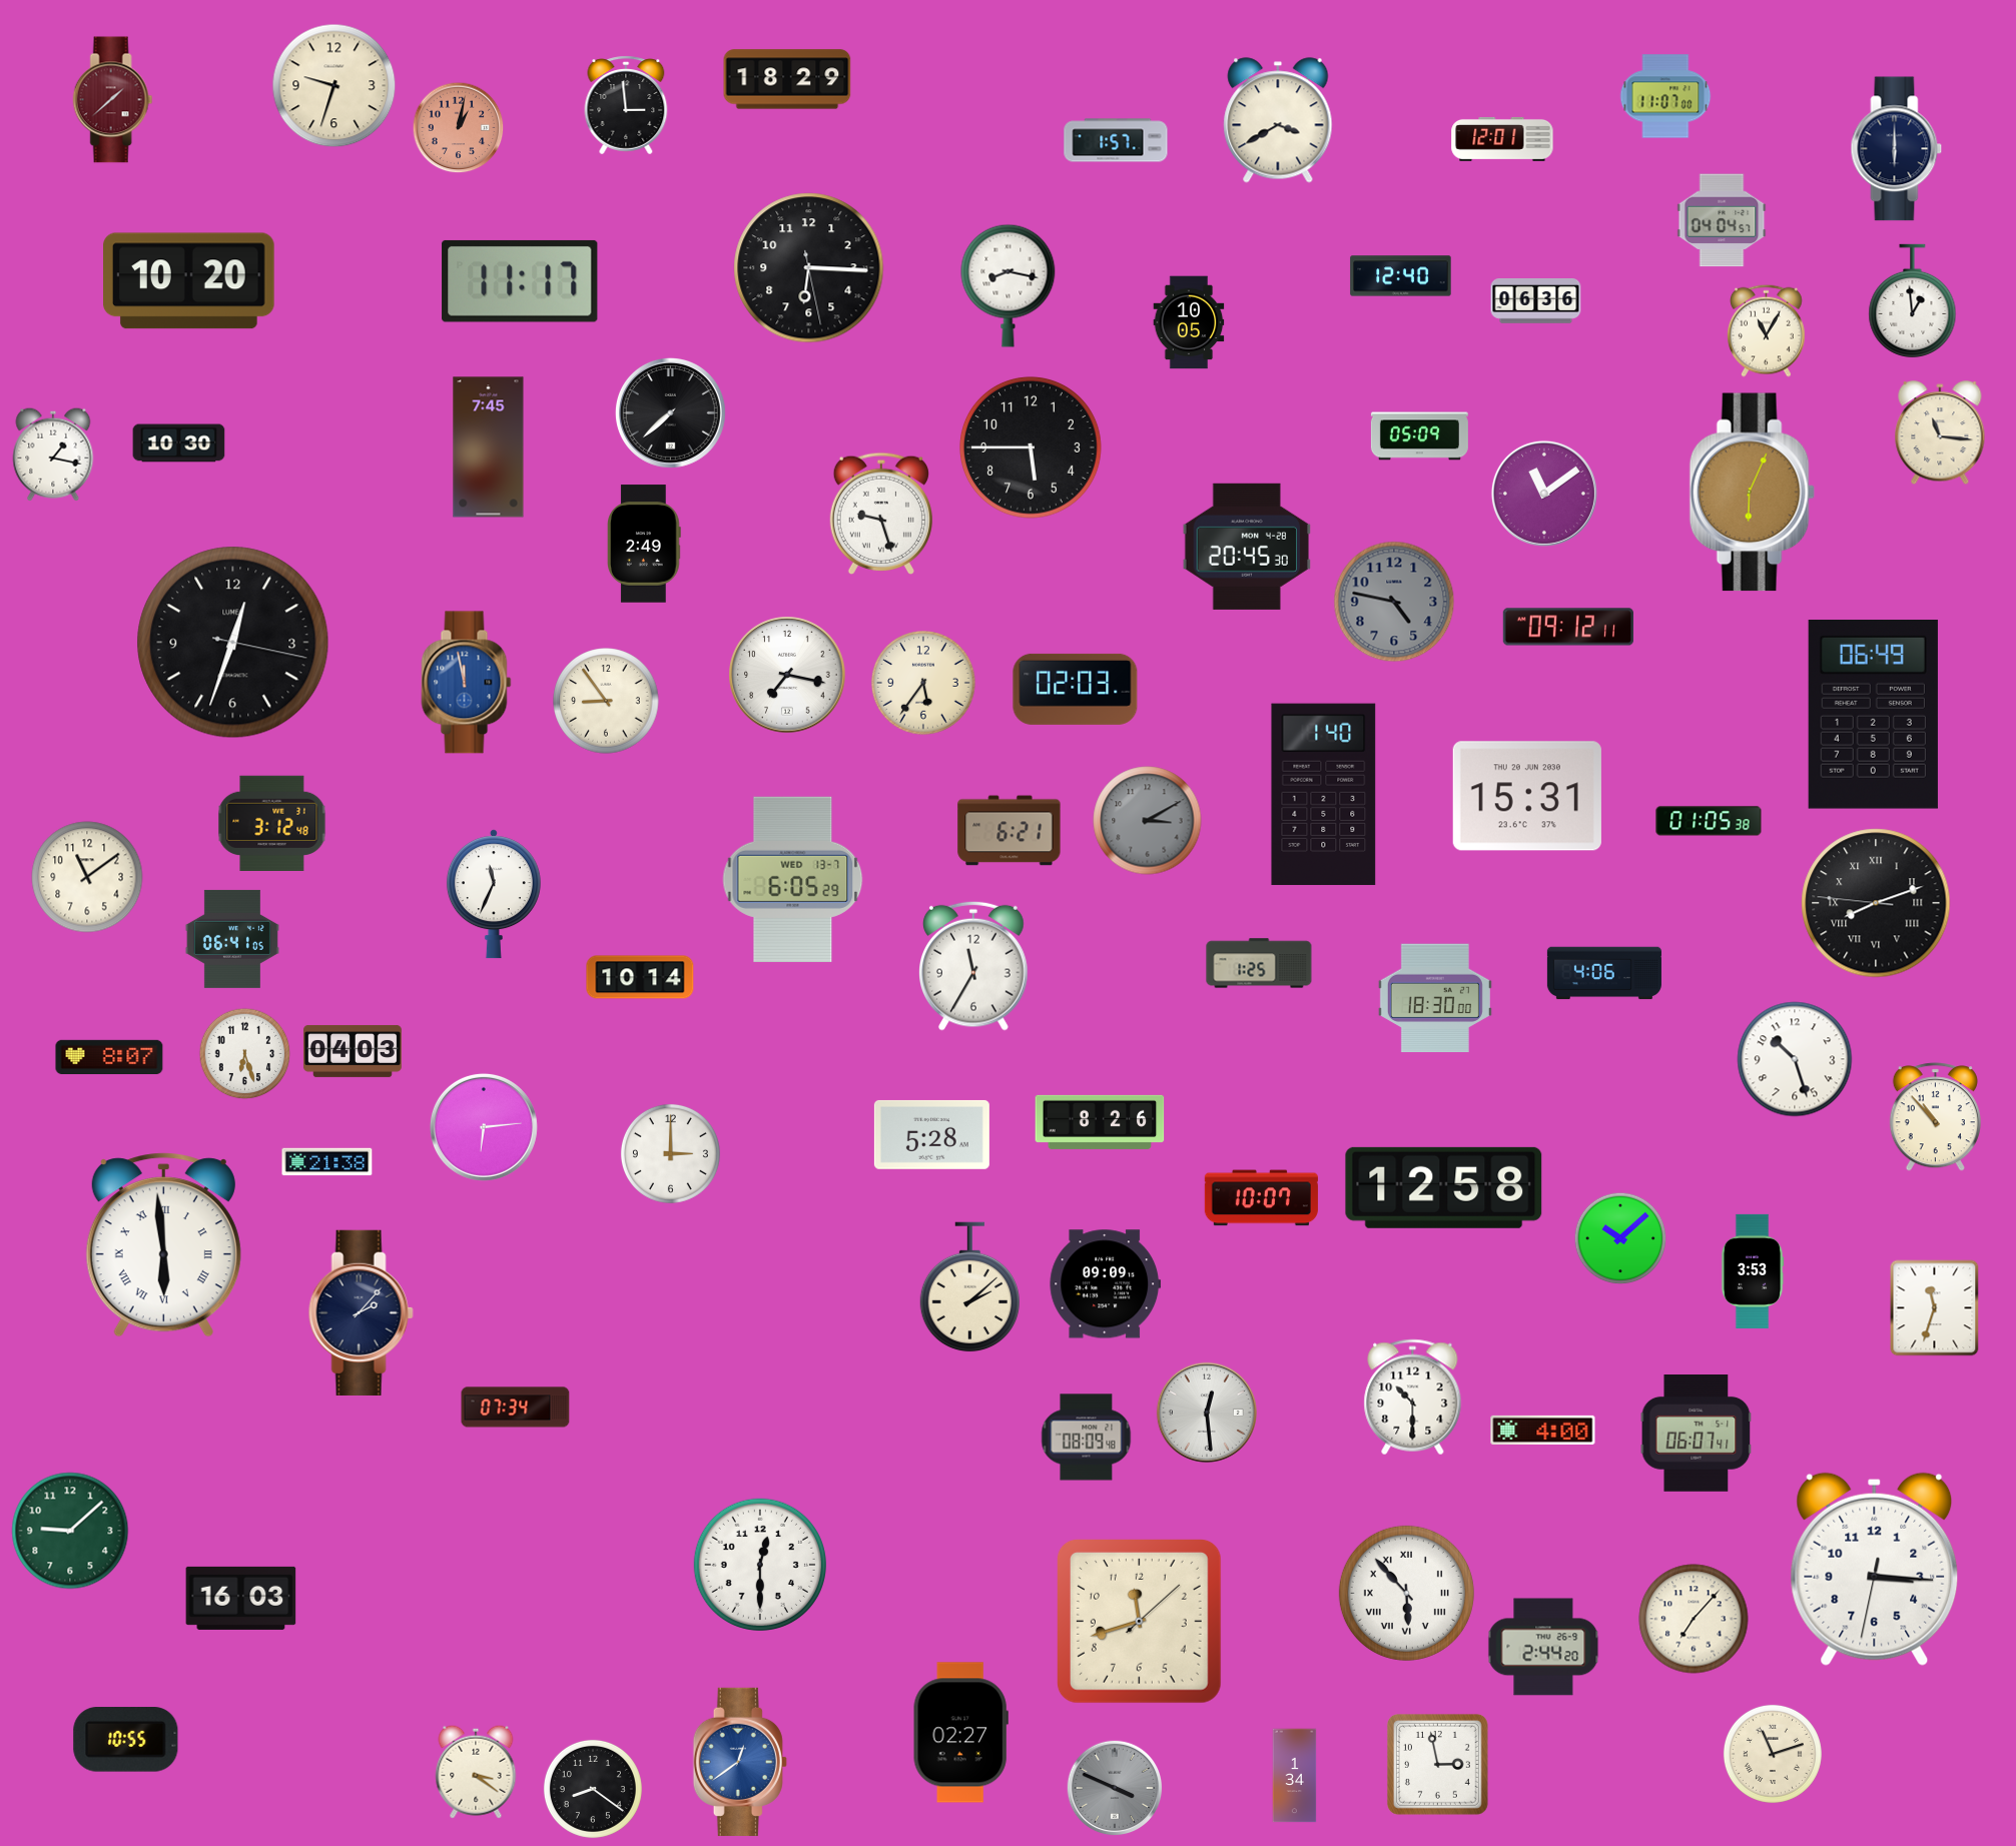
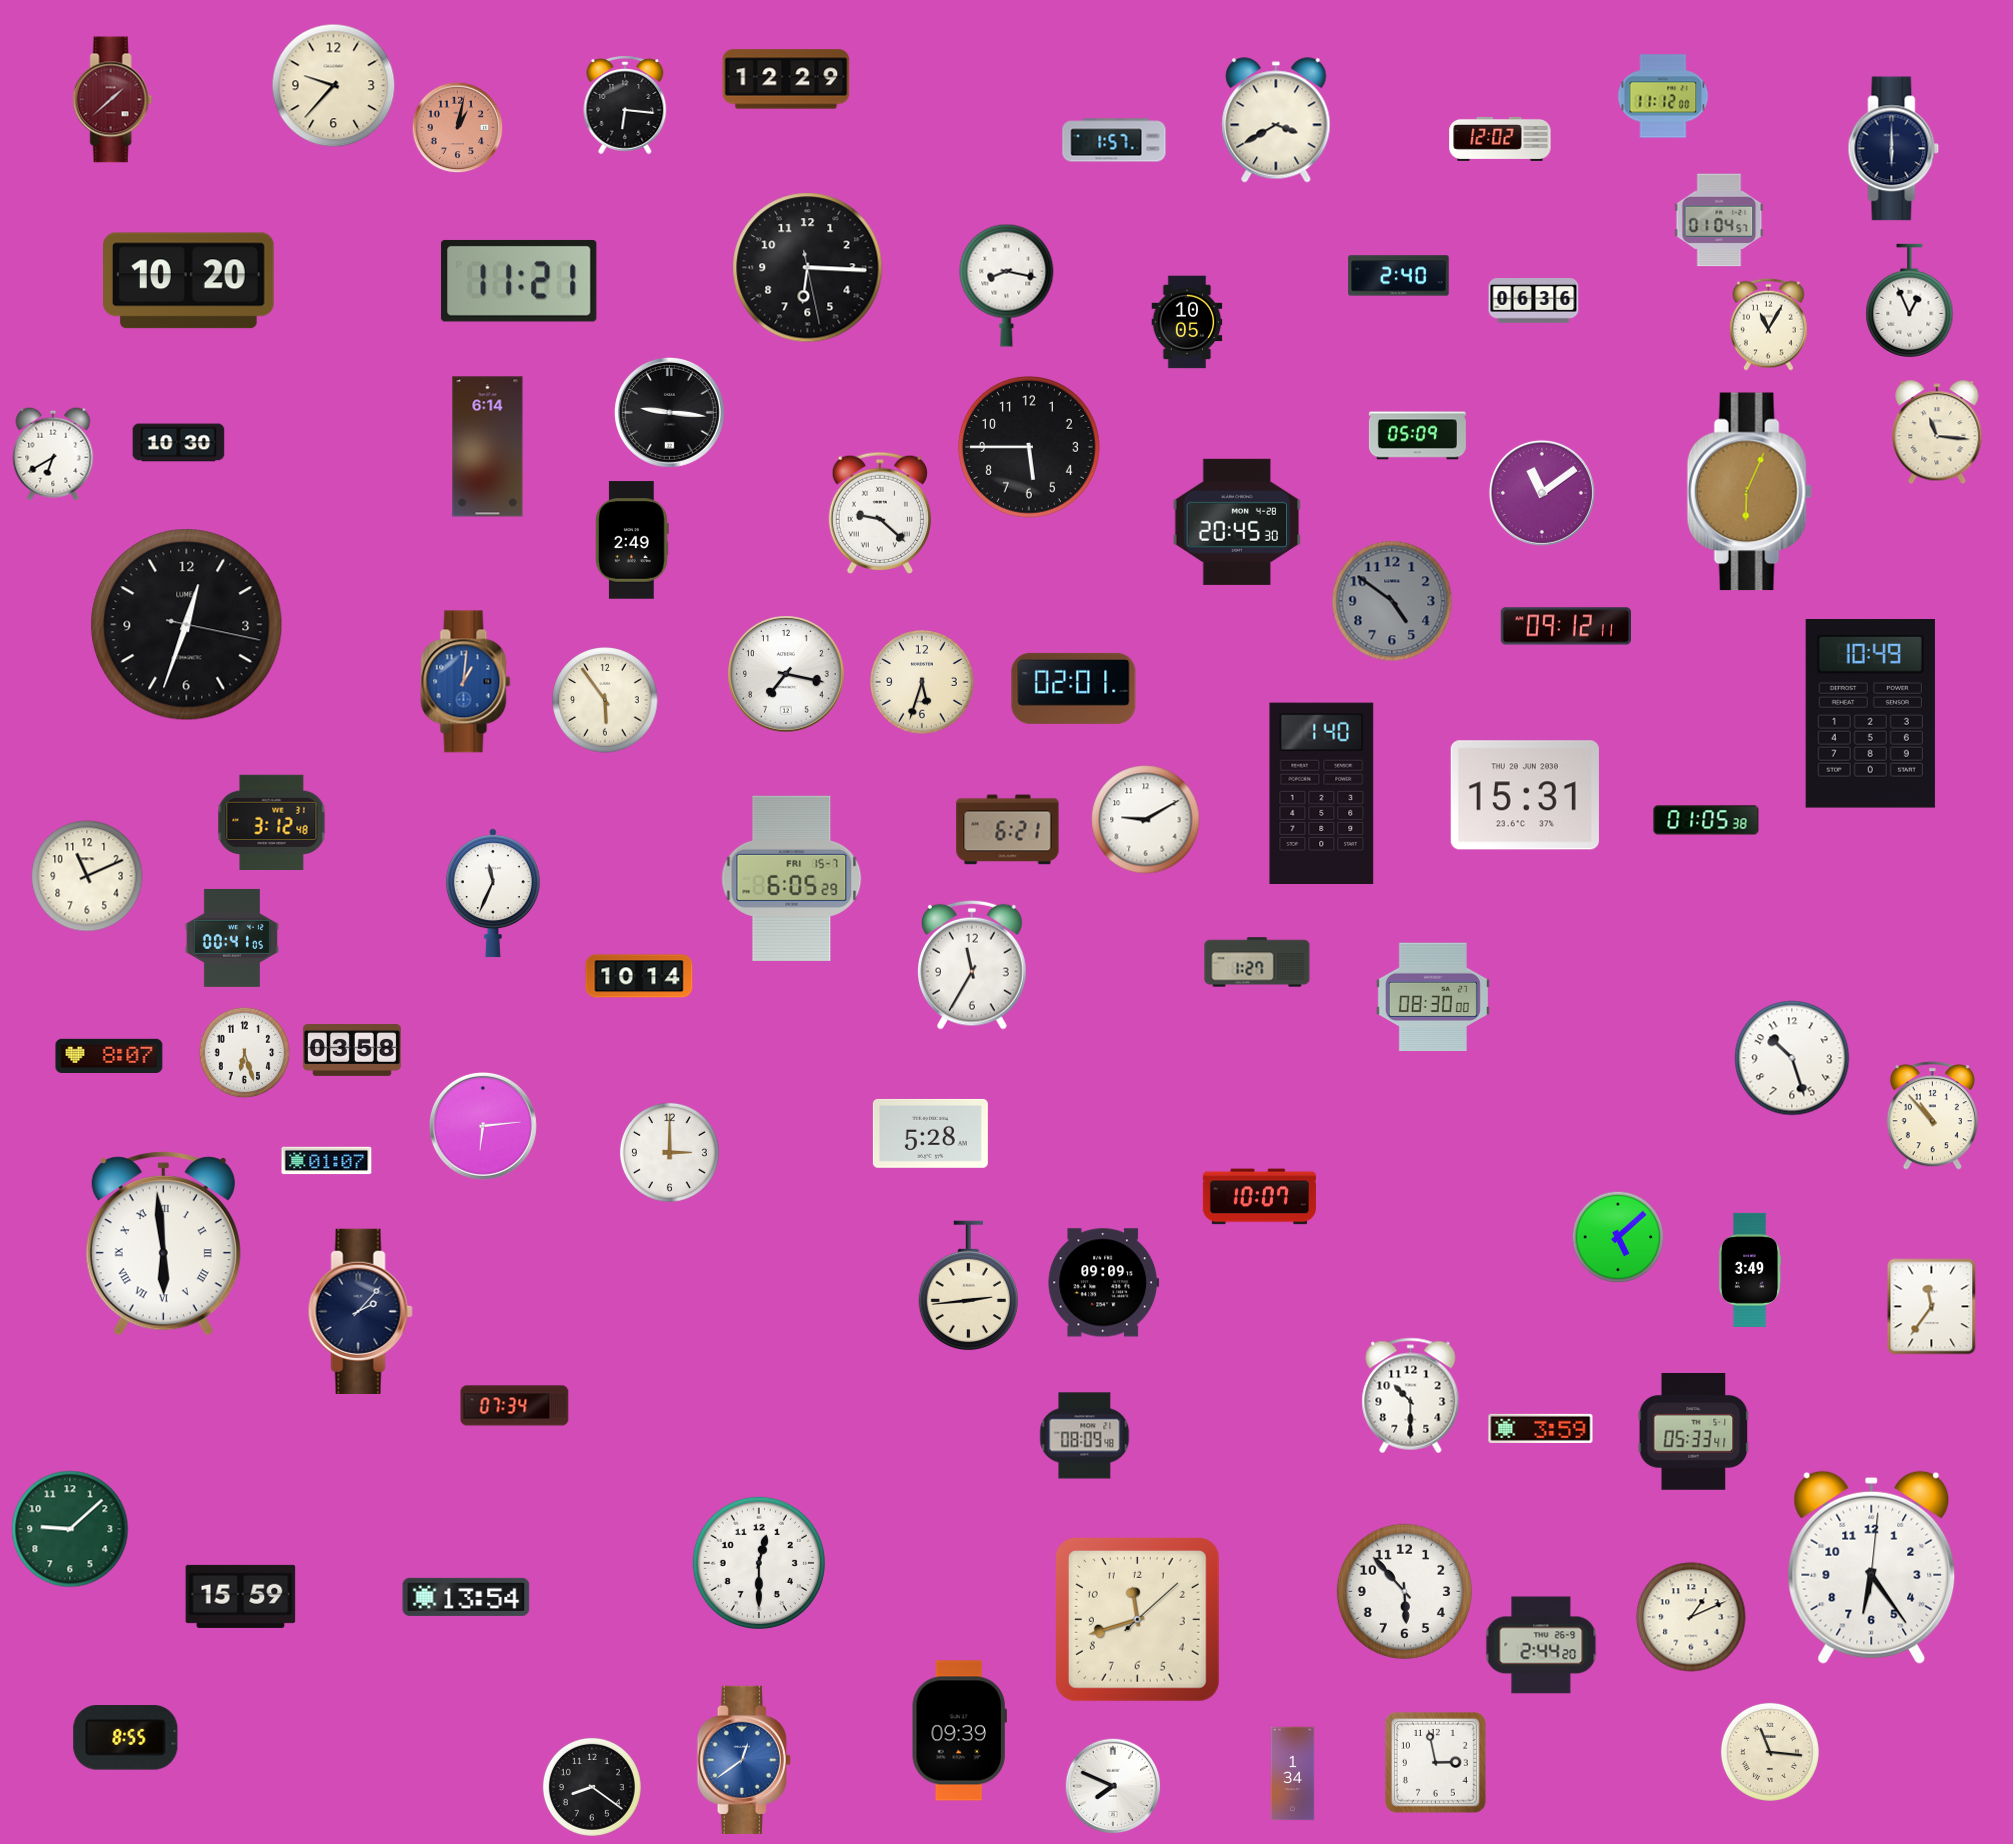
clock at (787, 79): 18:29 -> 12:29
clock at (334, 86): 9:33 -> 9:37
clock at (1665, 96): 11:07 -> 11:12
clock at (626, 105): 2:59 -> 6:16
clock at (1502, 139): 12:01 -> 12:02
clock at (1722, 220): 04:04 -> 01:04
clock at (1401, 276): 12:40 -> 2:40
clock at (520, 281): 11:17 -> 11:21
clock at (1913, 300): 12:59 -> 12:56
clock at (1767, 330) position: (1767, 330) -> (1769, 324)
clock at (670, 412): 7:38 -> 9:16
clock at (489, 447): 7:45 -> 6:14
clock at (53, 454): 1:17 -> 6:40
clock at (881, 513): 9:27 -> 9:22
clock at (645, 544) position: (645, 544) -> (633, 540)
clock at (1247, 547) position: (1247, 547) -> (1237, 522)
clock at (1394, 602): 4:47 -> 4:51
clock at (233, 643) position: (233, 643) -> (187, 625)
clock at (467, 683): 11:58 -> 1:01
clock at (923, 683): 5:36 -> 5:33
clock at (1076, 689): 02:03 -> 02:01
clock at (606, 701): 8:54 -> 5:54
clock at (1873, 715): 06:49 -> 10:49
clock at (1148, 821): 3:10 -> 9:10
clock at (1148, 821) dial: grey -> white
clock at (87, 877): 11:09 -> 11:11
clock at (793, 879) date: WED 13-7 -> FRI 15-7
clock at (1876, 903): 8:11 -> none
clock at (232, 939): 06:41 -> 00:41
clock at (1259, 963): 1:25 -> 1:27
clock at (1604, 973): 4:06 -> none
clock at (1435, 998): 18:30 -> 08:30
clock at (353, 1051): 04:03 -> 03:58
clock at (1100, 1122): 8:26 -> none
clock at (327, 1162): 21:38 -> 01:07
clock at (1444, 1187): 12:58 -> none
clock at (1620, 1238): 10:08 -> 5:08
clock at (1753, 1271): 3:53 -> 3:49
clock at (969, 1287): 2:08 -> 2:44
clock at (1935, 1308): 11:33 -> 11:36
clock at (1207, 1413): 12:29 -> none
clock at (1543, 1430): 4:00 -> 3:59
clock at (1697, 1434): 06:07 -> 05:33
clock at (1875, 1569): 3:15 -> 6:24
clock at (1406, 1593) numerals: Roman -> Arabic
clock at (241, 1598): 16:03 -> 15:59
clock at (466, 1597): none -> 13:54
clock at (1694, 1619): 7:07 -> 1:11
clock at (960, 1733): 02:27 -> 09:39
clock at (126, 1740): 10:55 -> 8:55
clock at (1773, 1754): 11:12 -> 11:16
clock at (740, 1762) position: (740, 1762) -> (744, 1760)
clock at (476, 1772): 3:21 -> none
clock at (1115, 1788): 3:49 -> 7:49
clock at (1115, 1788) dial: grey -> white
